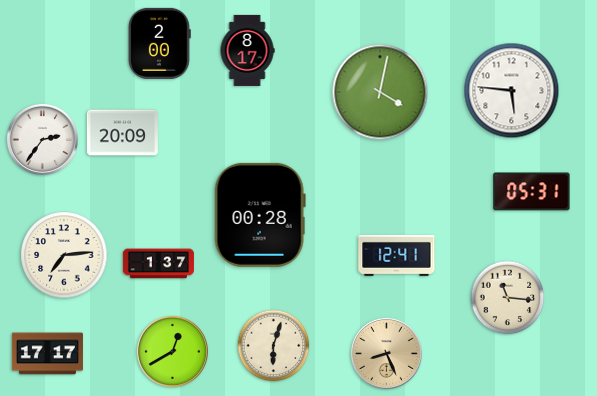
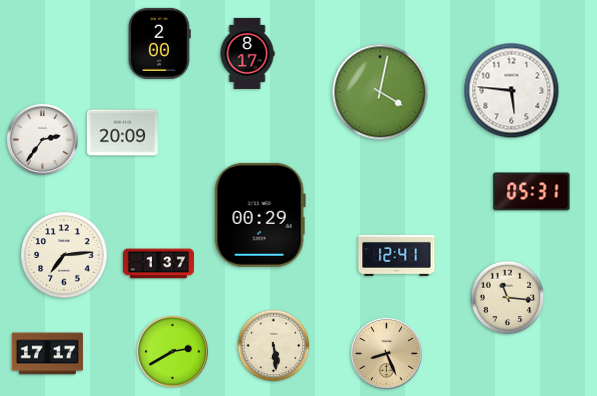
clock at (247, 50) position: (247, 50) -> (247, 53)
clock at (260, 215): 00:28 -> 00:29
clock at (274, 346): 6:03 -> 5:29
clock at (172, 351): 12:40 -> 2:40
